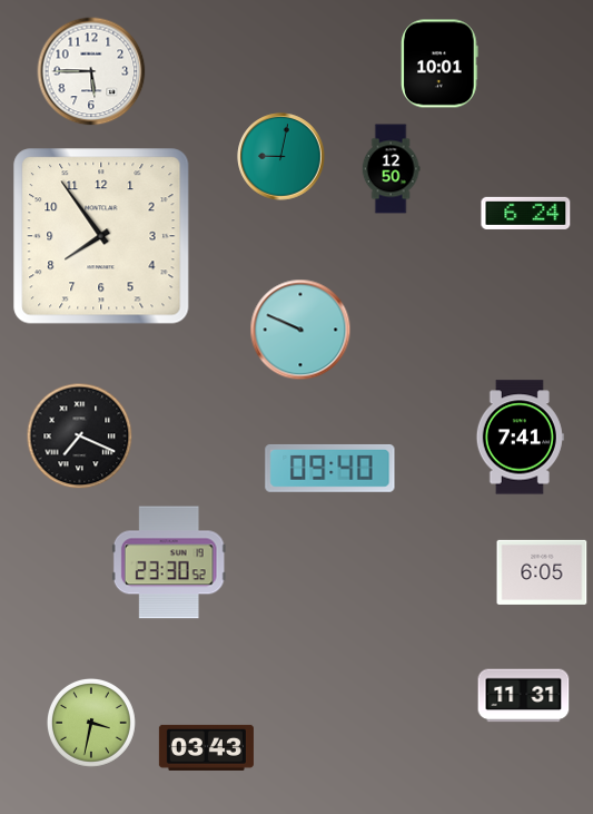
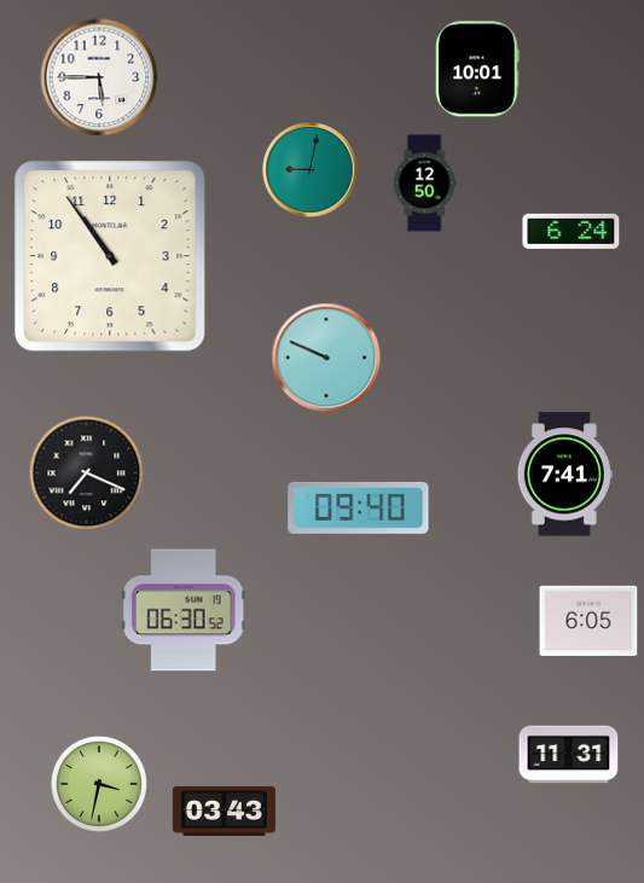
clock at (281, 157) position: (281, 157) -> (311, 170)
clock at (101, 236): 7:54 -> 10:54
clock at (169, 562): 23:30 -> 06:30
